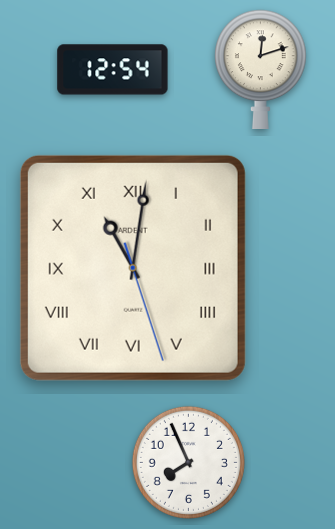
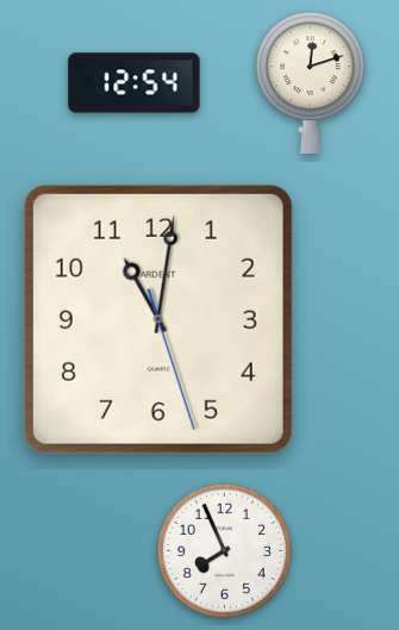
clock at (133, 268) numerals: Roman -> Arabic
